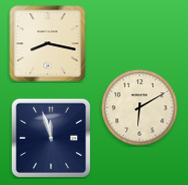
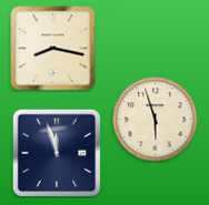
clock at (140, 108): 6:10 -> 5:57
